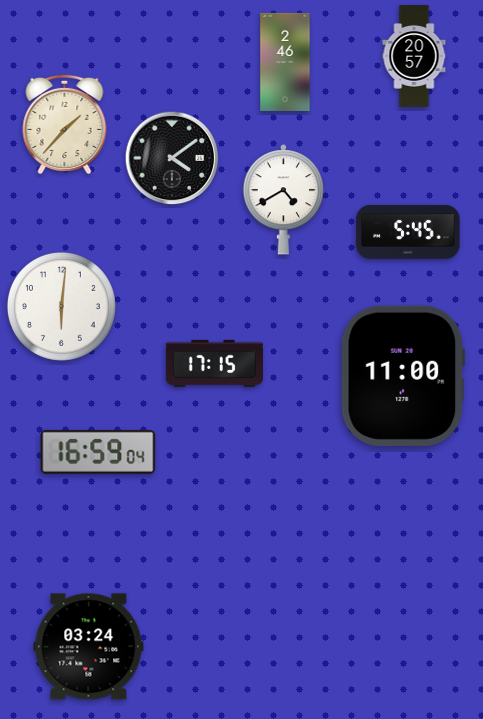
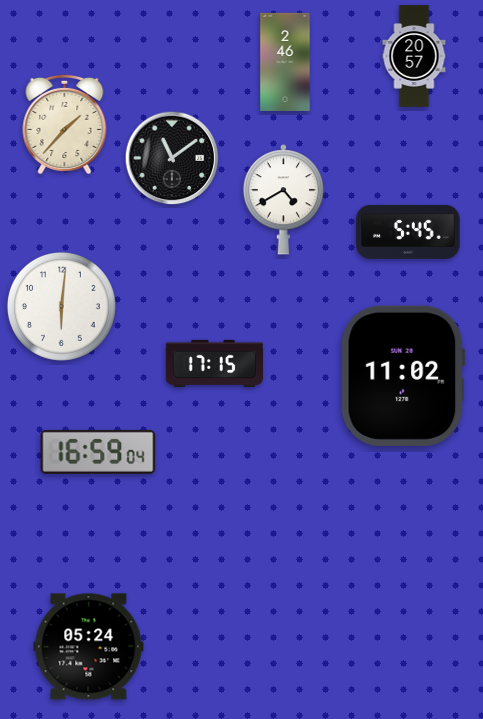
clock at (172, 158): 4:09 -> 11:09
clock at (403, 376): 11:00 -> 11:02
clock at (89, 647): 03:24 -> 05:24
